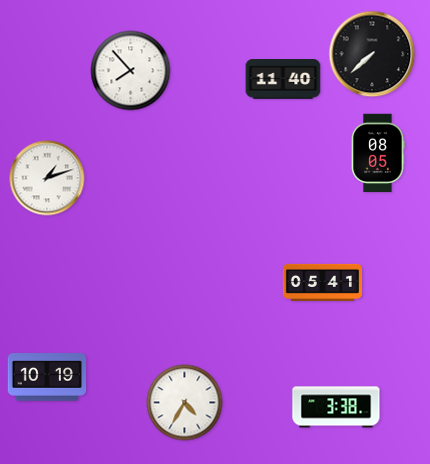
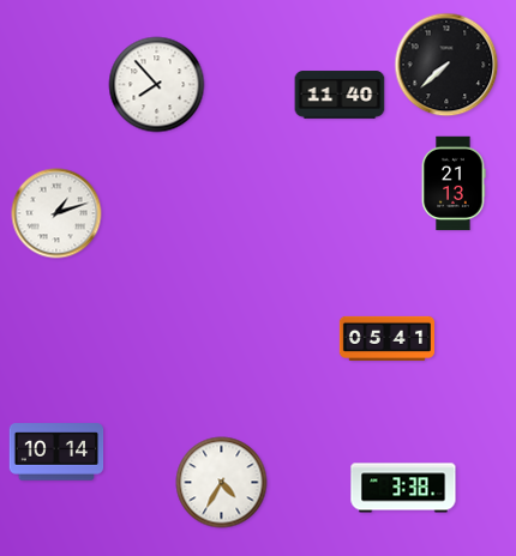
clock at (378, 153): 08:05 -> 21:13
clock at (47, 377): 10:19 -> 10:14
